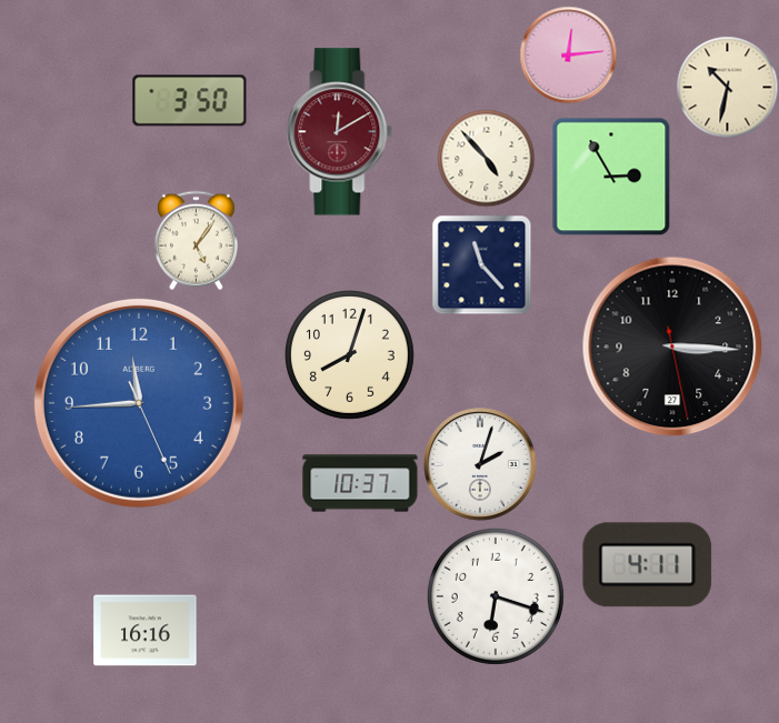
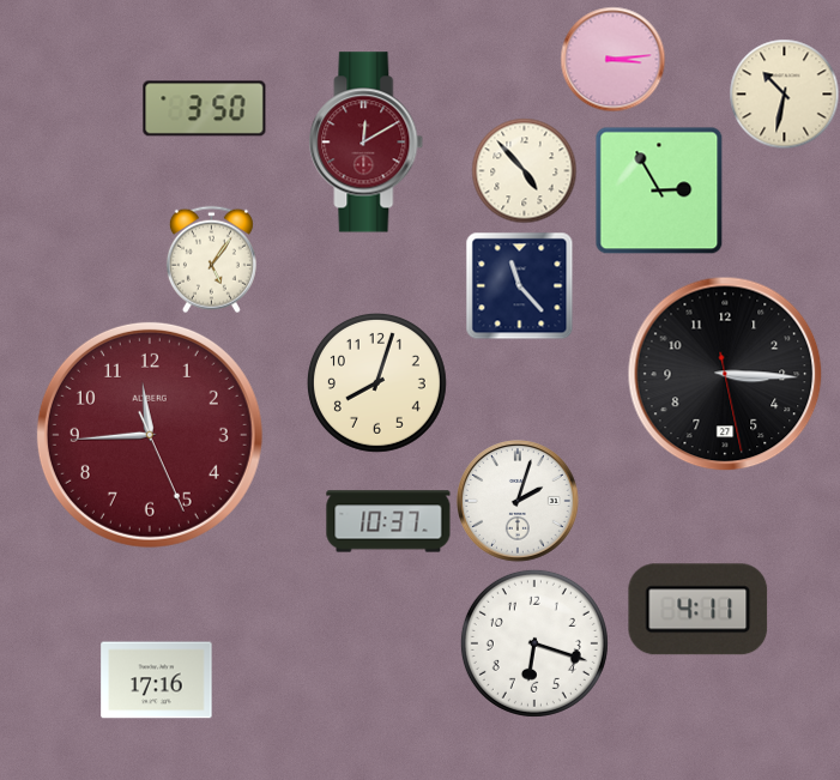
clock at (568, 54): 12:14 -> 3:14
clock at (139, 403) dial: blue -> burgundy
clock at (146, 631): 16:16 -> 17:16
